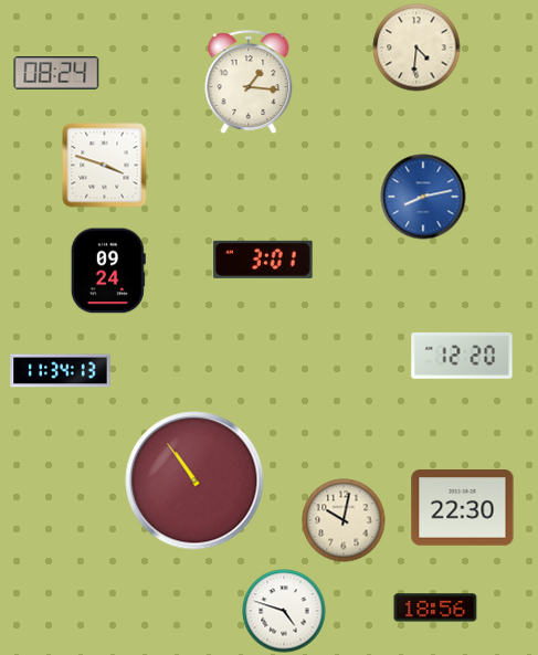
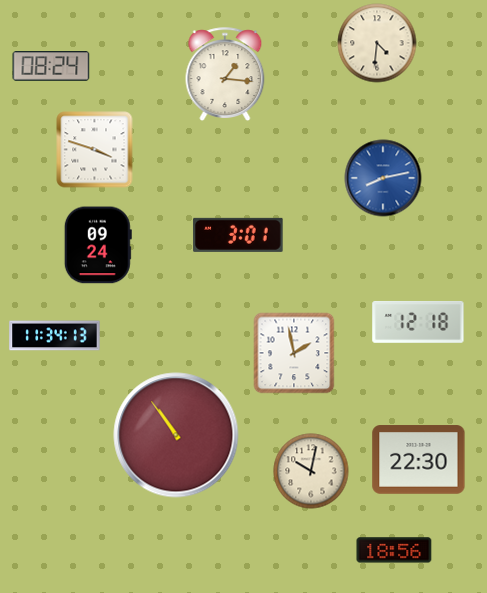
clock at (462, 356): 12:20 -> 12:18
clock at (294, 353): none -> 1:58
clock at (284, 611): 4:48 -> none
